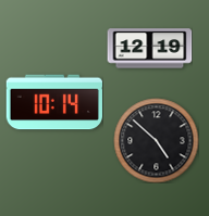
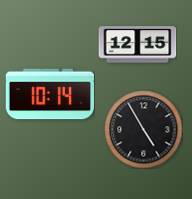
clock at (149, 49): 12:19 -> 12:15
clock at (156, 140): 4:52 -> 4:55
